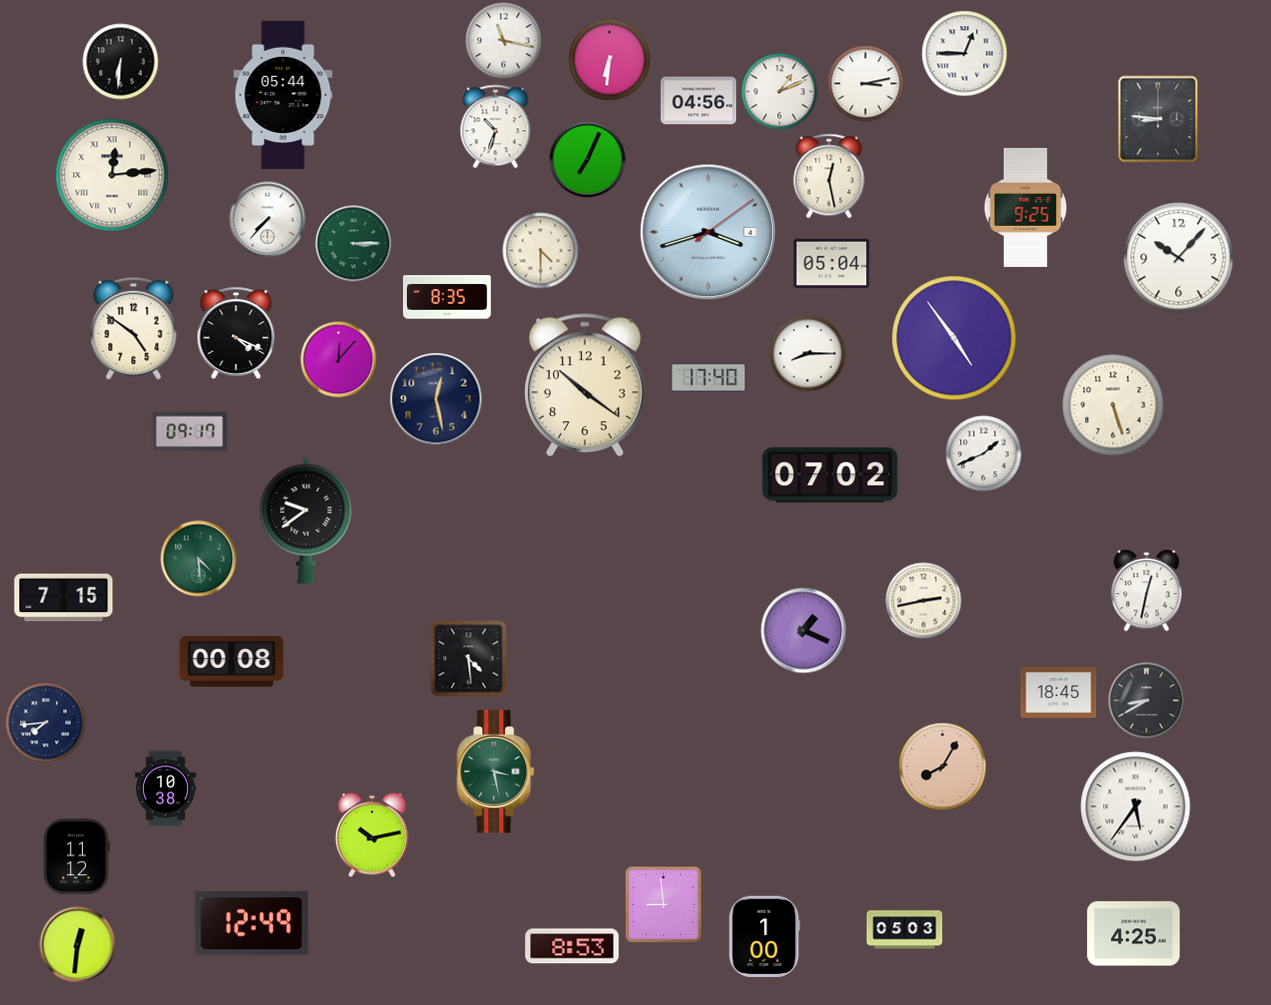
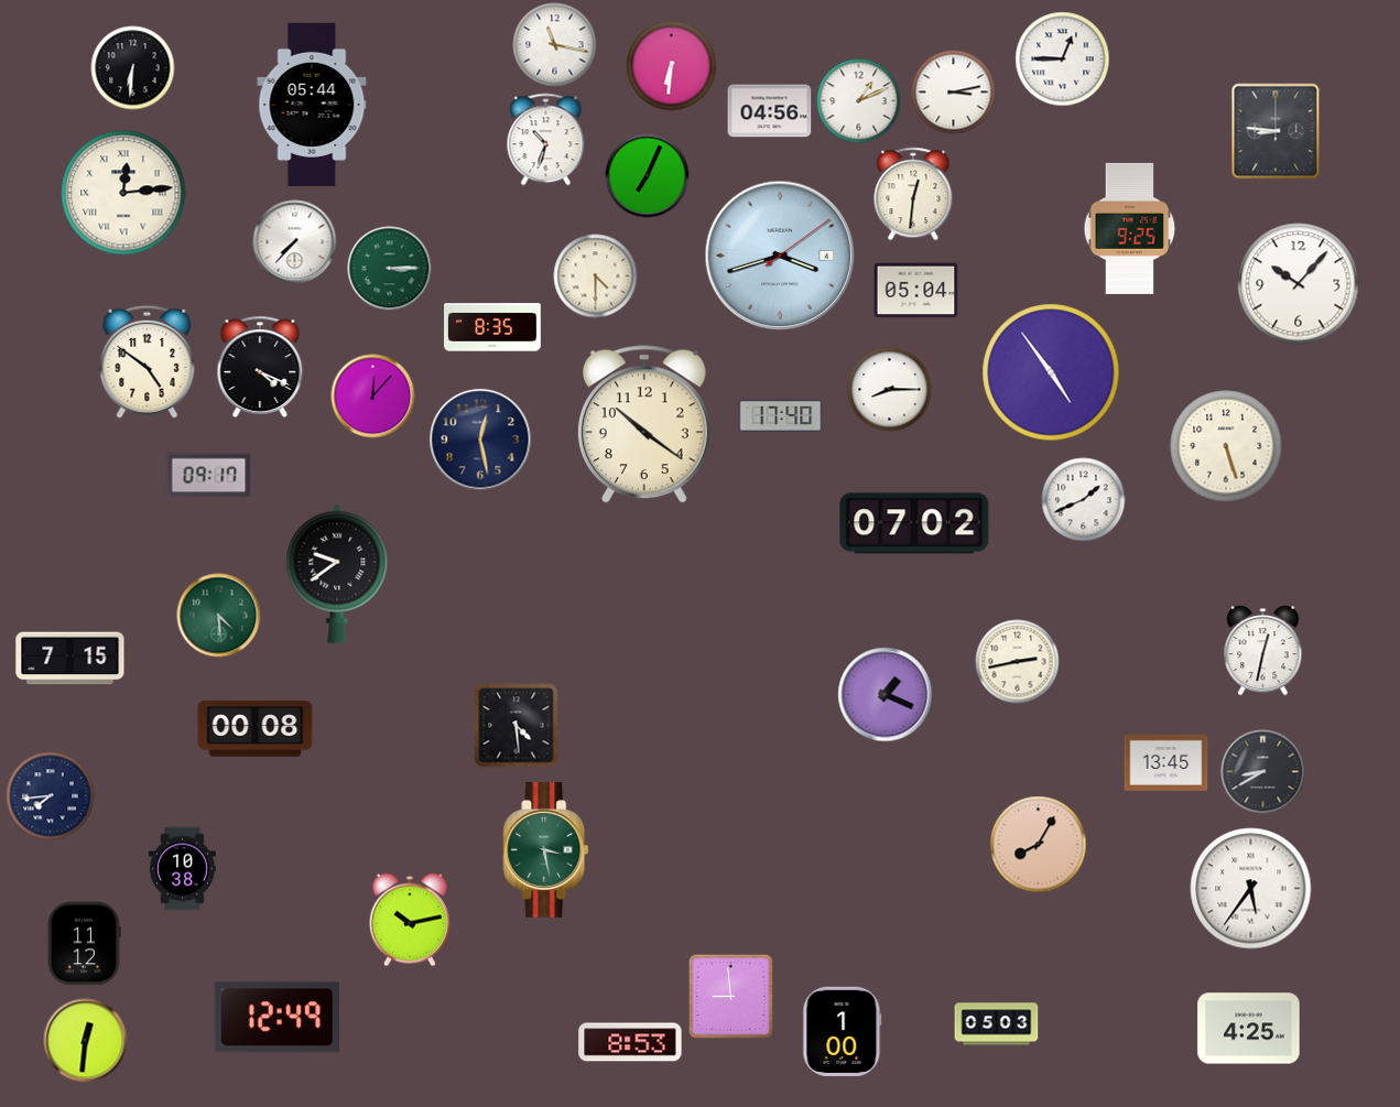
clock at (829, 176): 12:28 -> 12:31
clock at (1059, 692): 18:45 -> 13:45
